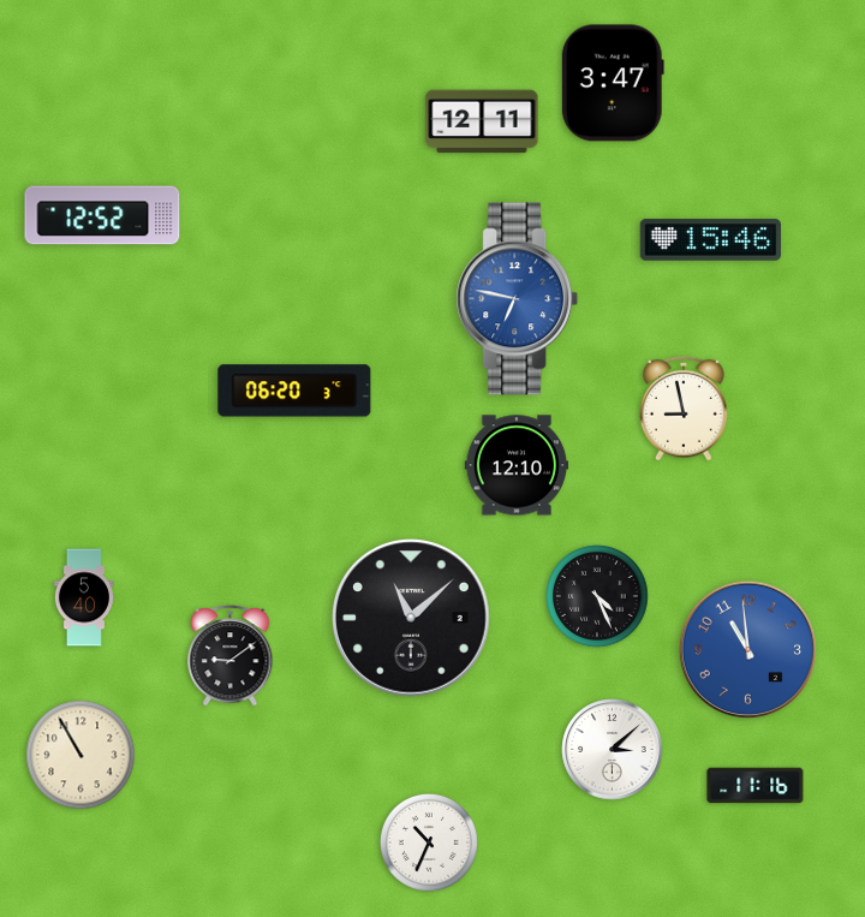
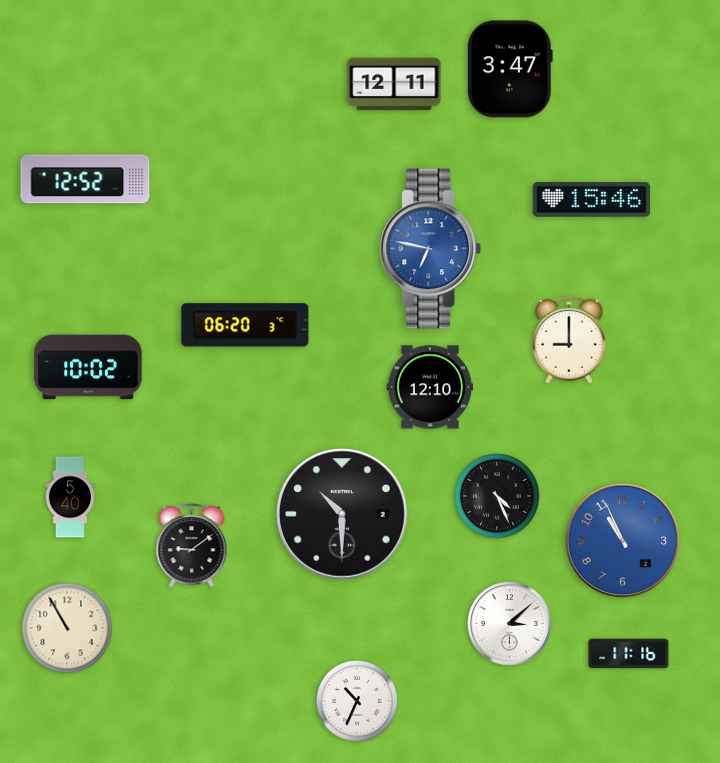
clock at (482, 121) position: (482, 121) -> (394, 84)
clock at (684, 409): 8:58 -> 9:00
clock at (88, 367): none -> 10:02
clock at (412, 619): 11:08 -> 10:30
clock at (748, 650): 10:59 -> 10:56
